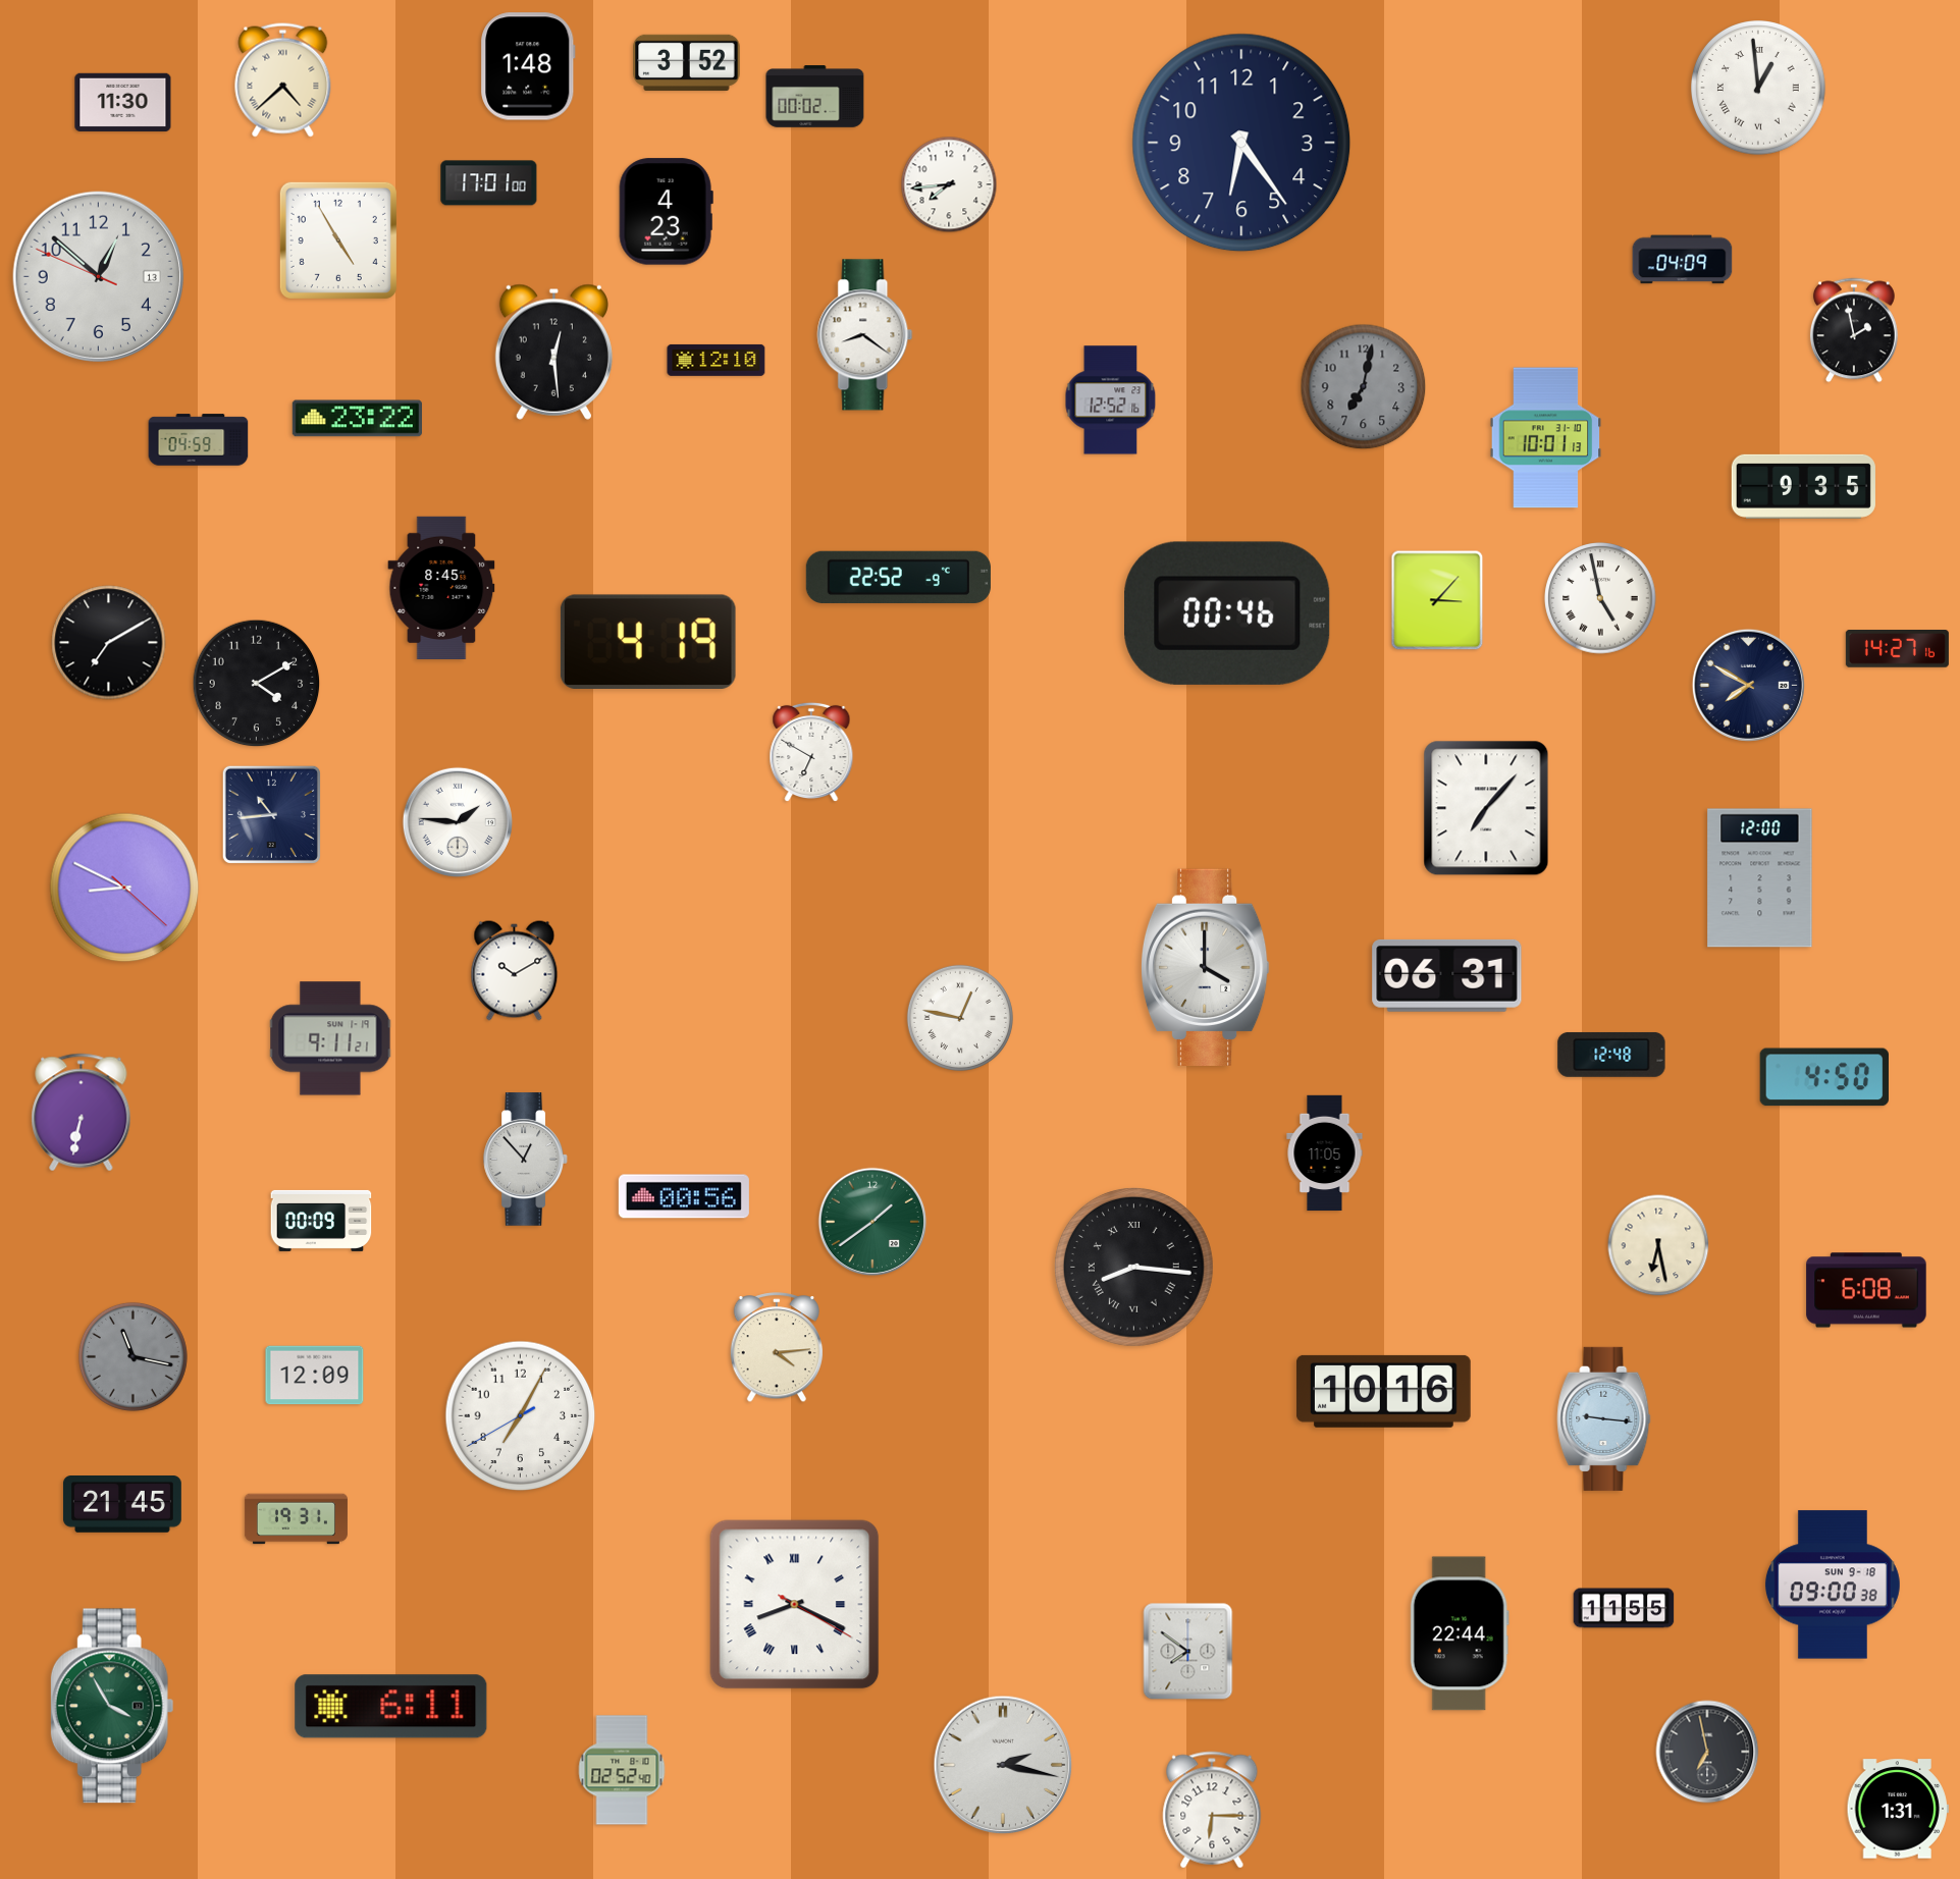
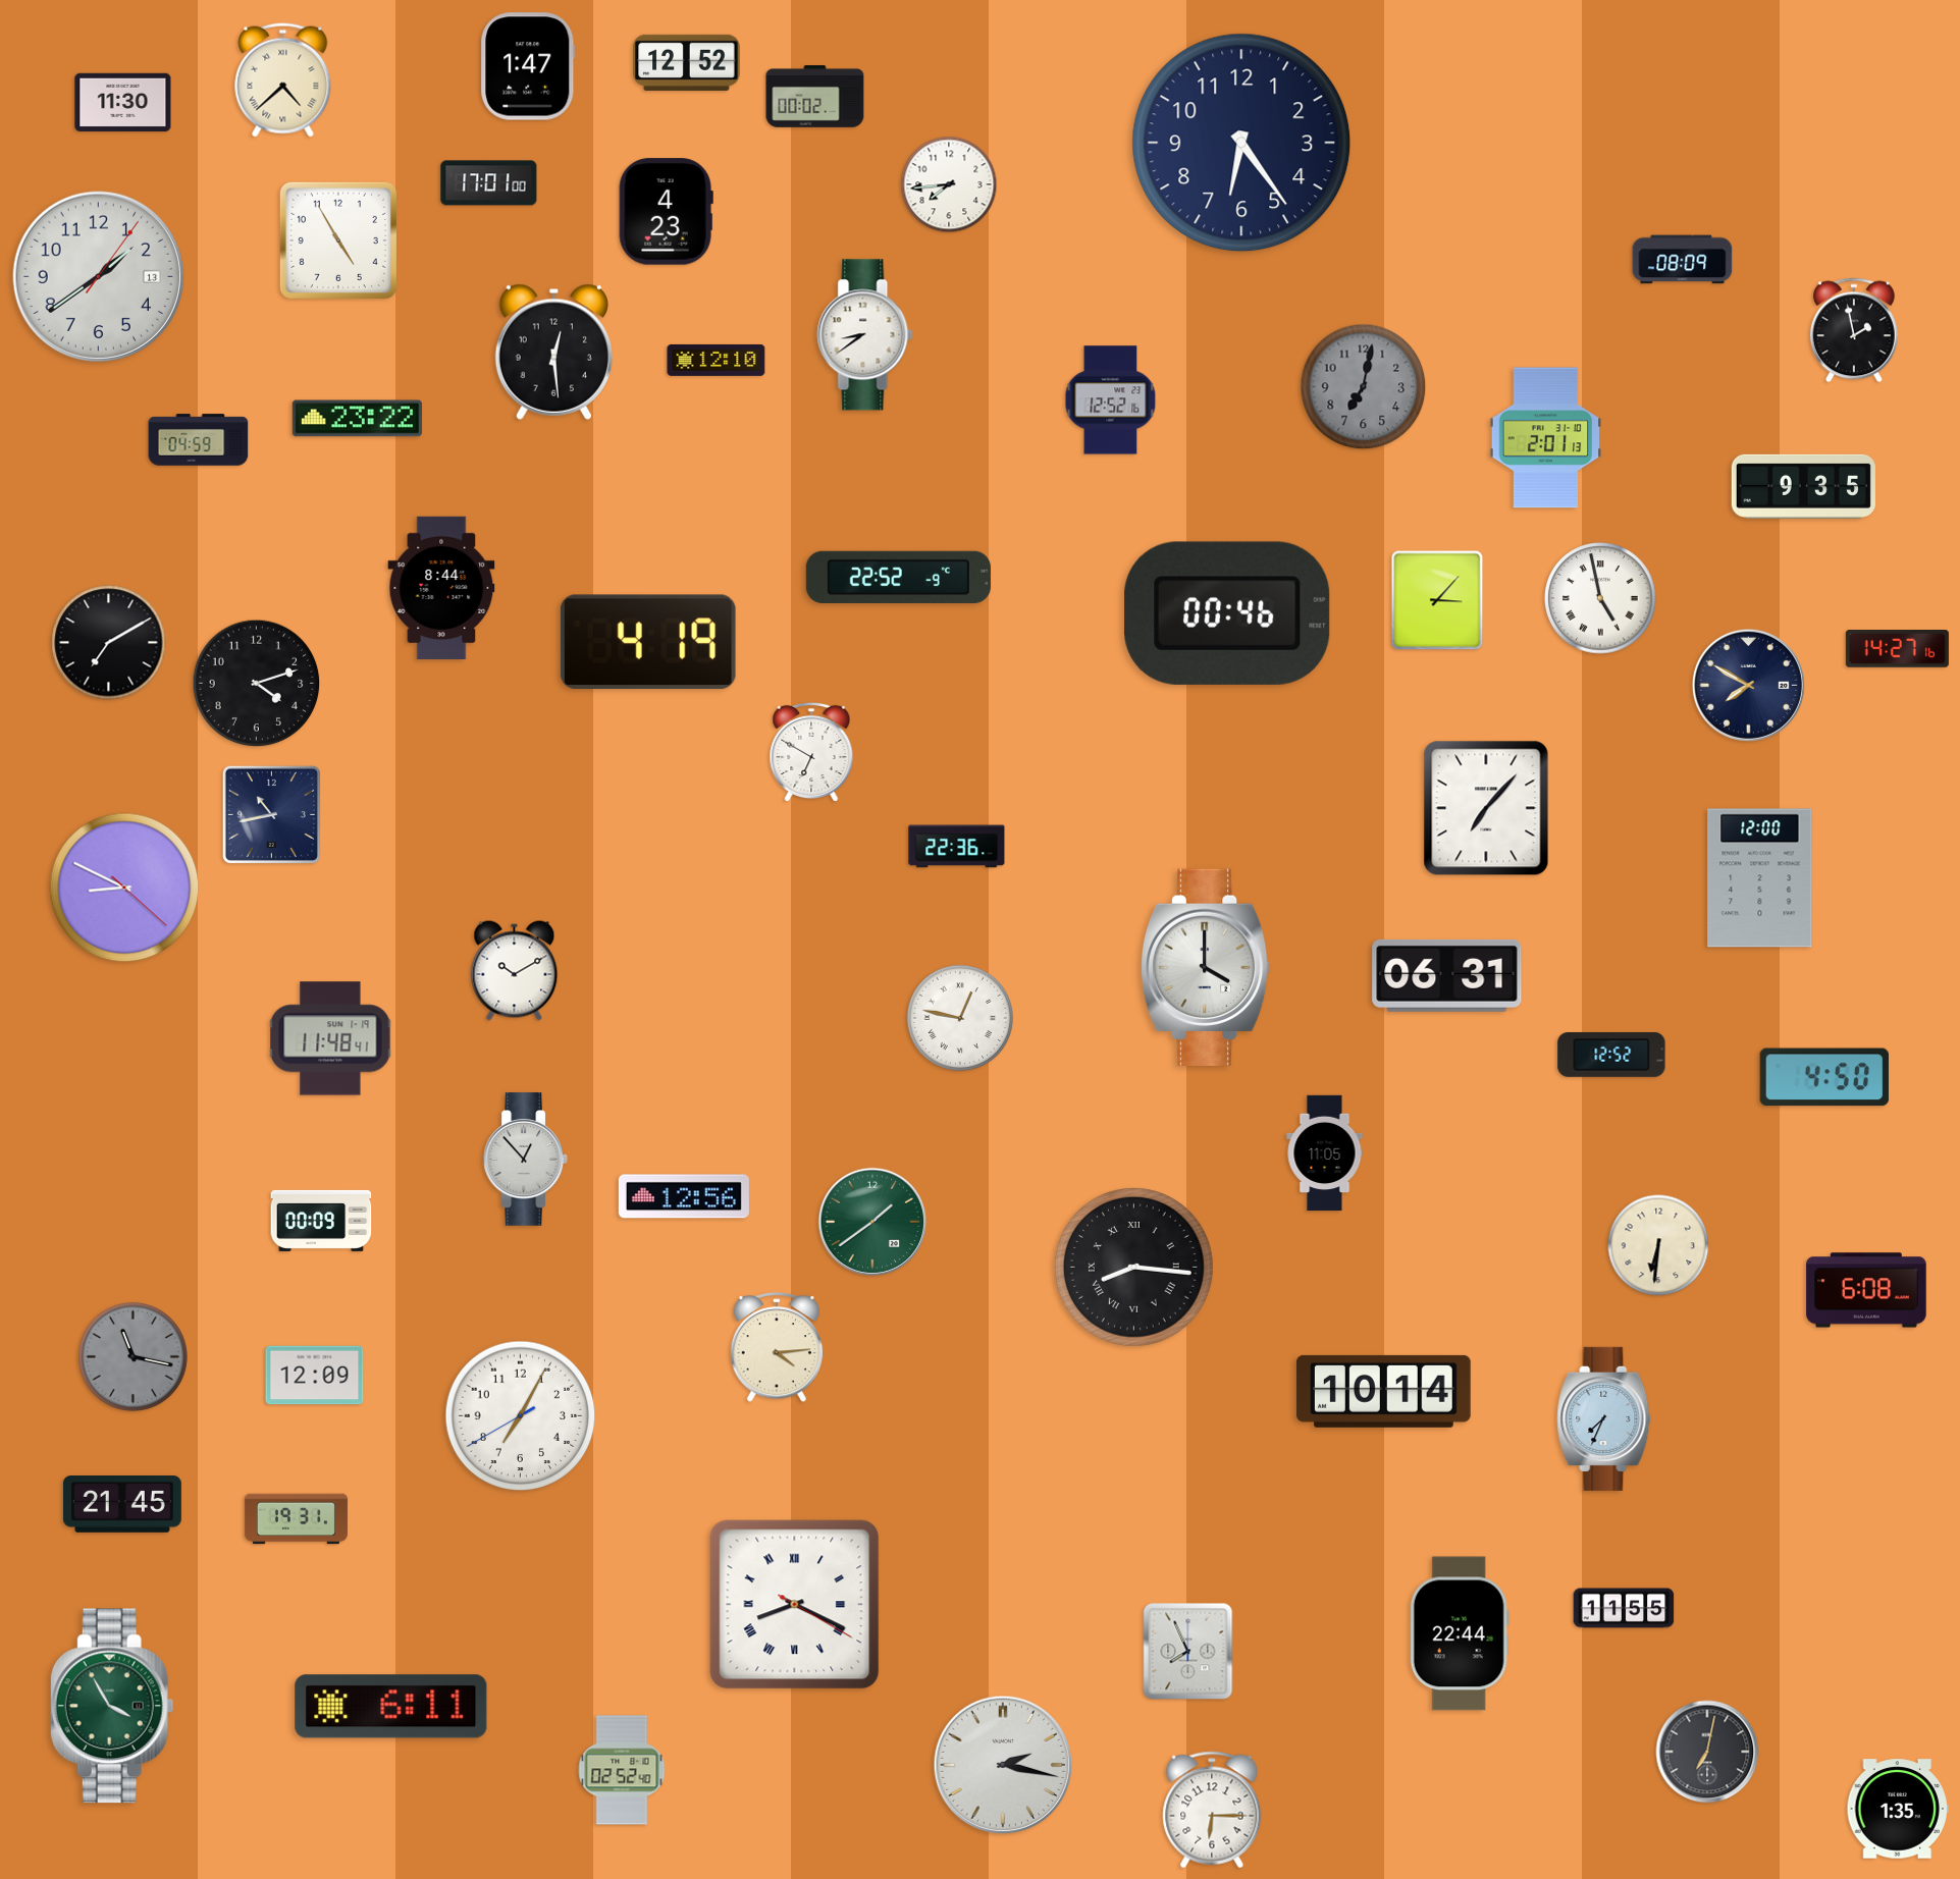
clock at (687, 62): 3:52 -> 12:52
clock at (528, 66): 1:48 -> 1:47
clock at (1759, 89): 12:59 -> none
clock at (1683, 260): 04:09 -> 08:09
clock at (99, 277): 12:51 -> 1:39
clock at (865, 335): 8:21 -> 8:39
clock at (1546, 438): 10:01 -> 2:01
clock at (441, 588): 8:45 -> 8:44
clock at (257, 684): 4:10 -> 4:12
clock at (271, 814): 10:44 -> 10:43
clock at (457, 821): 1:46 -> none
clock at (957, 847): none -> 22:36
clock at (330, 1038): 9:11 -> 11:48
clock at (1611, 1055): 12:48 -> 12:52
clock at (82, 1113): 6:32 -> none
clock at (684, 1196): 00:56 -> 12:56
clock at (1658, 1245): 6:28 -> 6:31
clock at (1383, 1391): 10:16 -> 10:14
clock at (1604, 1418): 9:16 -> 7:34
clock at (1833, 1585): 09:00 -> none
clock at (1188, 1652): 7:51 -> 7:56
clock at (1707, 1752): 6:58 -> 7:02
clock at (1898, 1809): 1:31 -> 1:35
